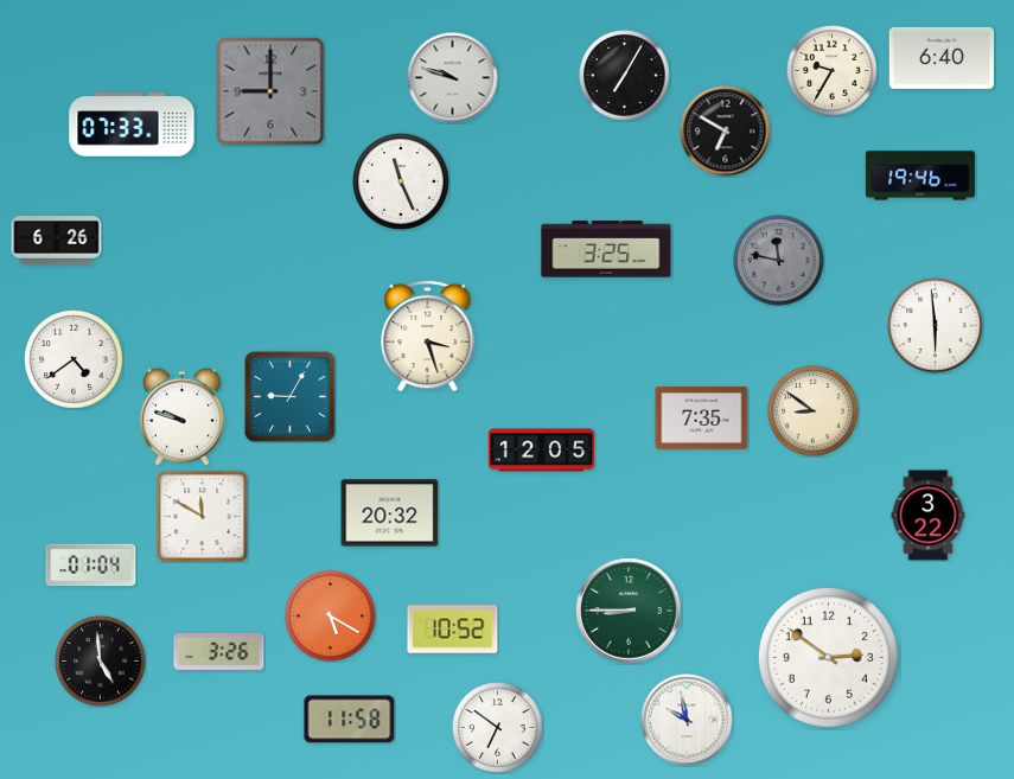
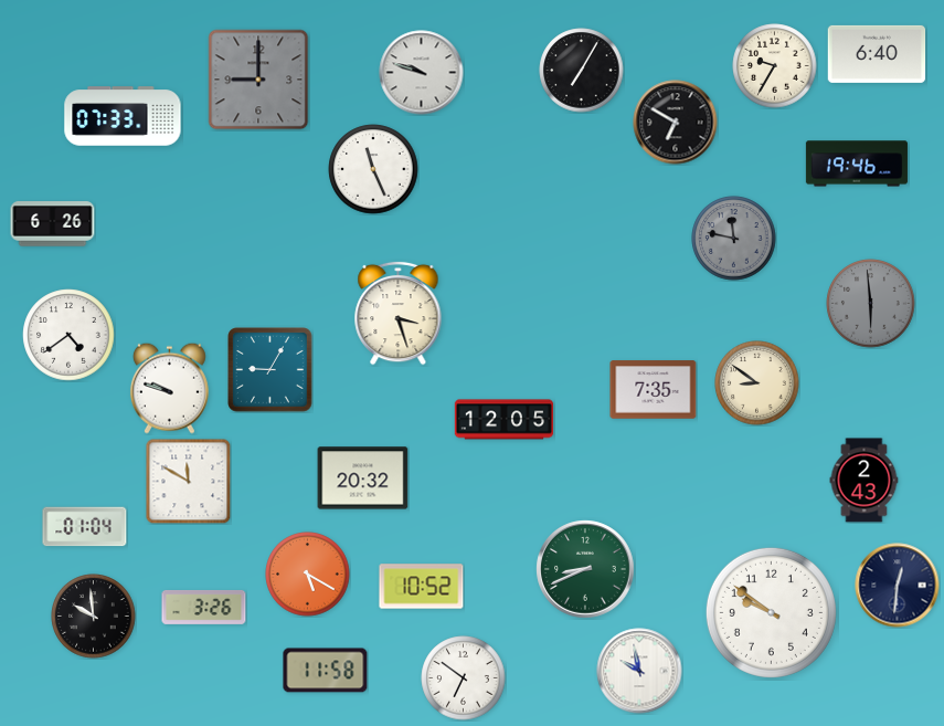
clock at (270, 91) position: (270, 91) -> (258, 80)
clock at (606, 249): 3:25 -> none
clock at (779, 261) position: (779, 261) -> (734, 239)
clock at (936, 326) dial: white -> grey
clock at (929, 516): 3:22 -> 2:43
clock at (629, 611): 8:45 -> 8:41
clock at (898, 586): none -> 12:31
clock at (828, 657): 2:51 -> 9:51
clock at (101, 662): 4:59 -> 9:59
